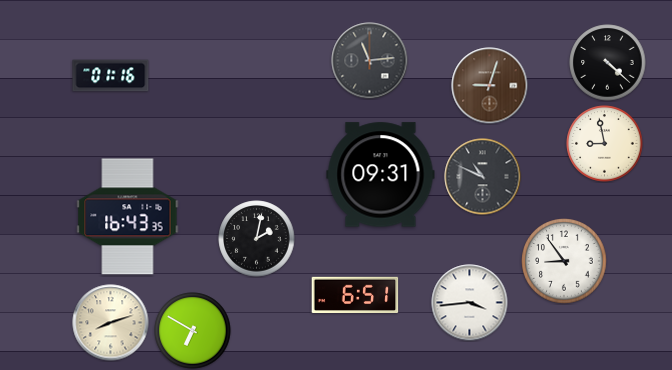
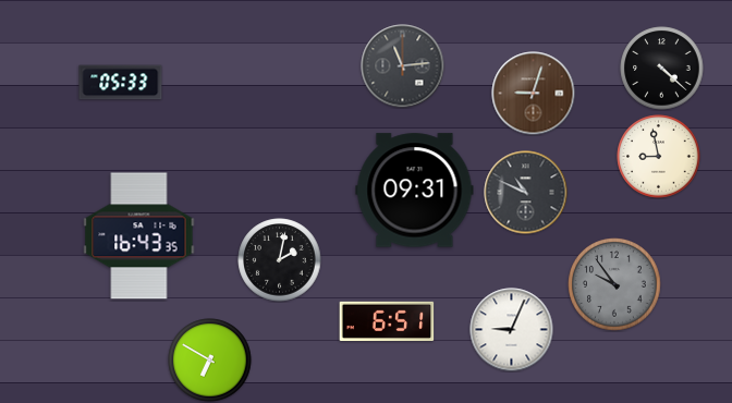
clock at (111, 76): 01:16 -> 05:33
clock at (564, 261): 8:54 -> 9:54
clock at (564, 261) dial: white -> grey
clock at (470, 303): 3:44 -> 9:04
clock at (111, 323): 8:12 -> none
